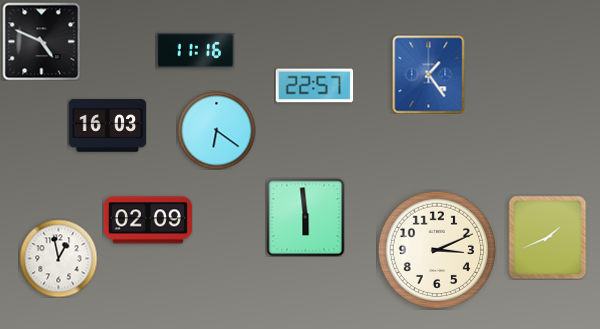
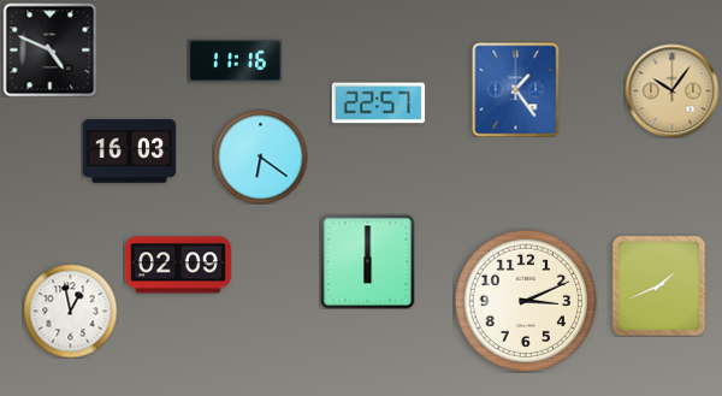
clock at (671, 90): none -> 10:06
clock at (305, 217): 5:59 -> 6:00
